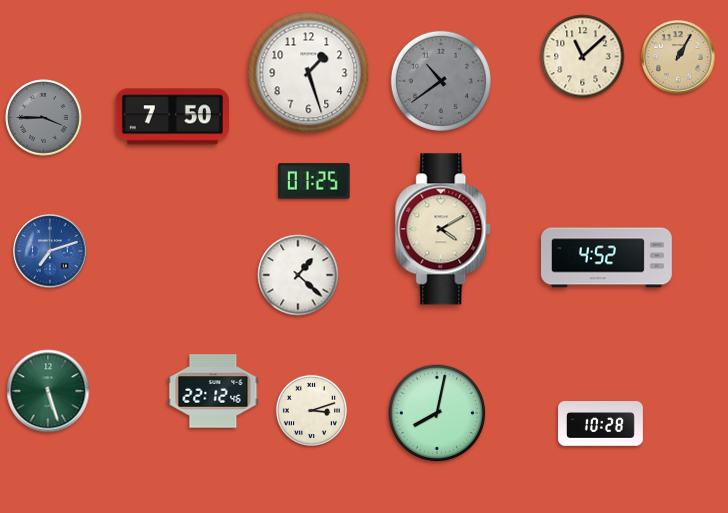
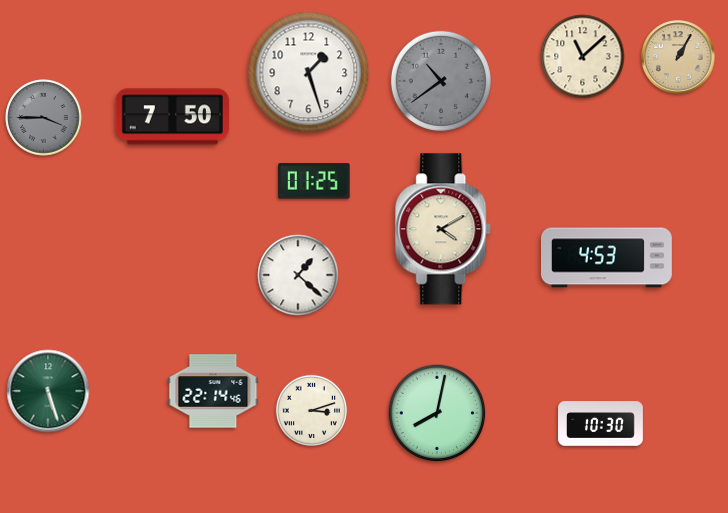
clock at (50, 251): 7:12 -> none
clock at (607, 258): 4:52 -> 4:53
clock at (213, 391): 22:12 -> 22:14
clock at (601, 424): 10:28 -> 10:30
